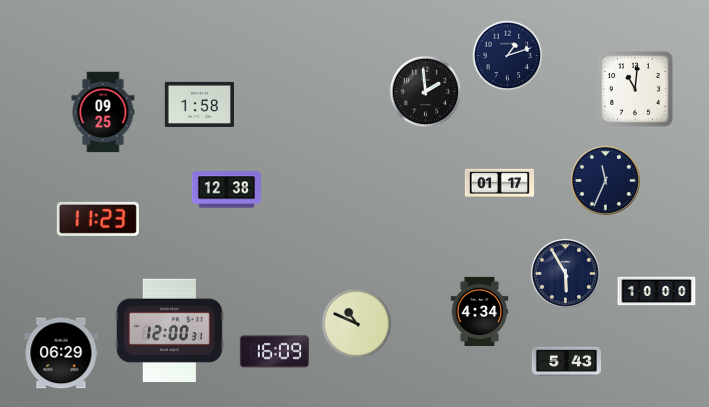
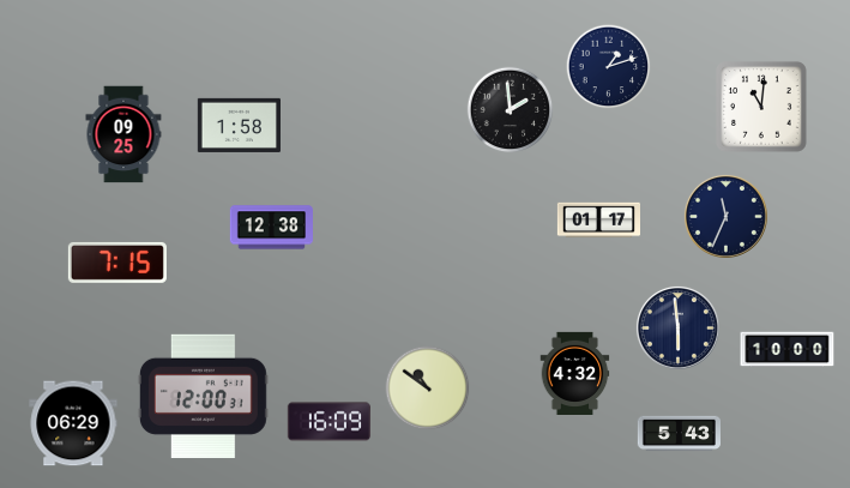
clock at (98, 219): 11:23 -> 7:15
clock at (565, 273): 5:55 -> 5:59
clock at (480, 311): 4:34 -> 4:32
clock at (357, 324): 10:49 -> 10:51
